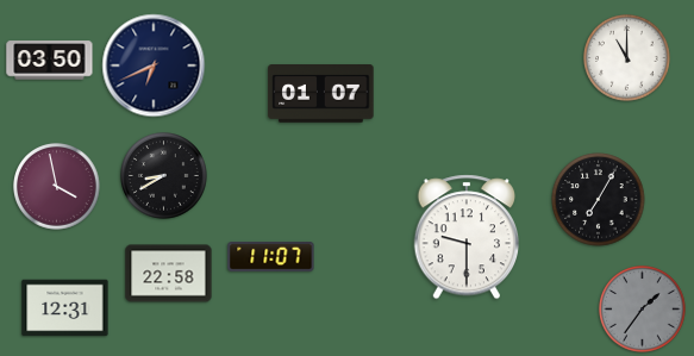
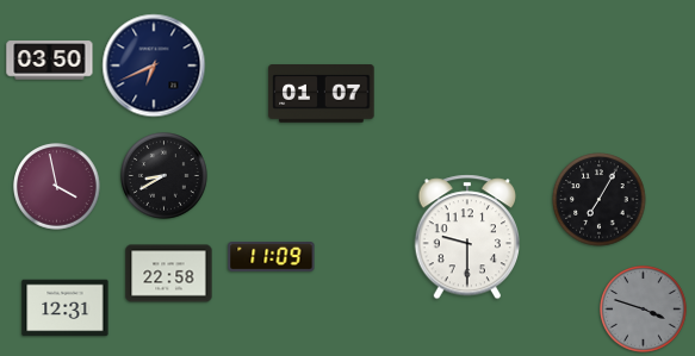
clock at (627, 58): 11:00 -> none
clock at (271, 257): 11:07 -> 11:09
clock at (643, 310): 1:36 -> 3:48
